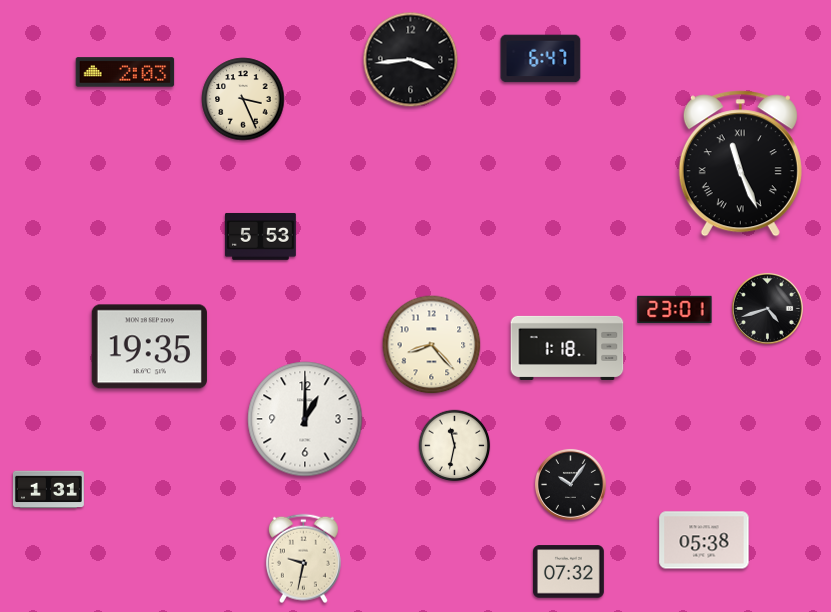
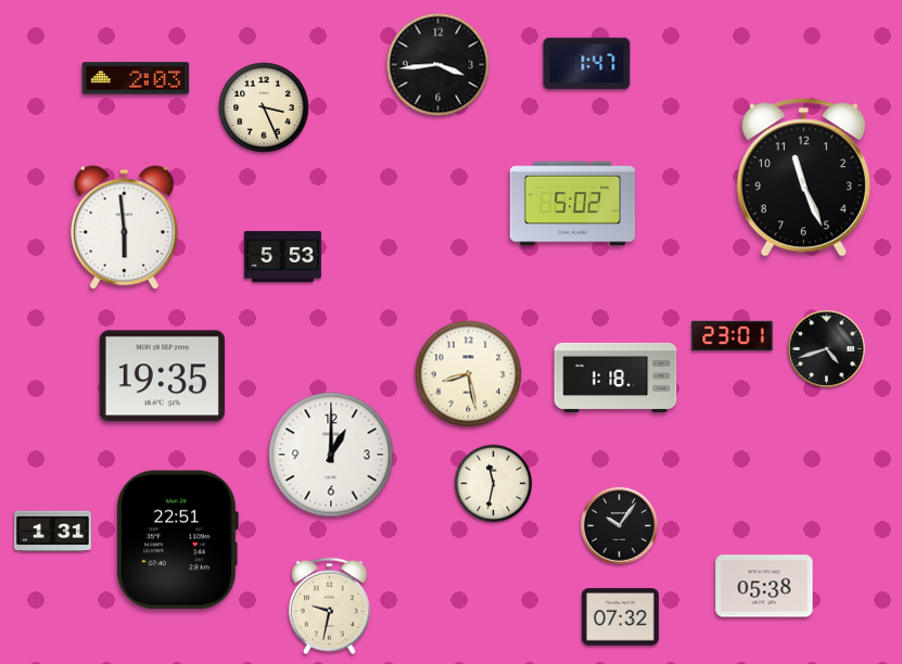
clock at (541, 59): 6:47 -> 1:47
clock at (411, 60) position: (411, 60) -> (439, 65)
clock at (740, 164) numerals: Roman -> Arabic
clock at (572, 204): none -> 5:02
clock at (125, 228): none -> 5:59
clock at (767, 308) position: (767, 308) -> (826, 348)
clock at (432, 345): 8:23 -> 8:28
clock at (178, 540): none -> 22:51
clock at (568, 572) position: (568, 572) -> (620, 617)
